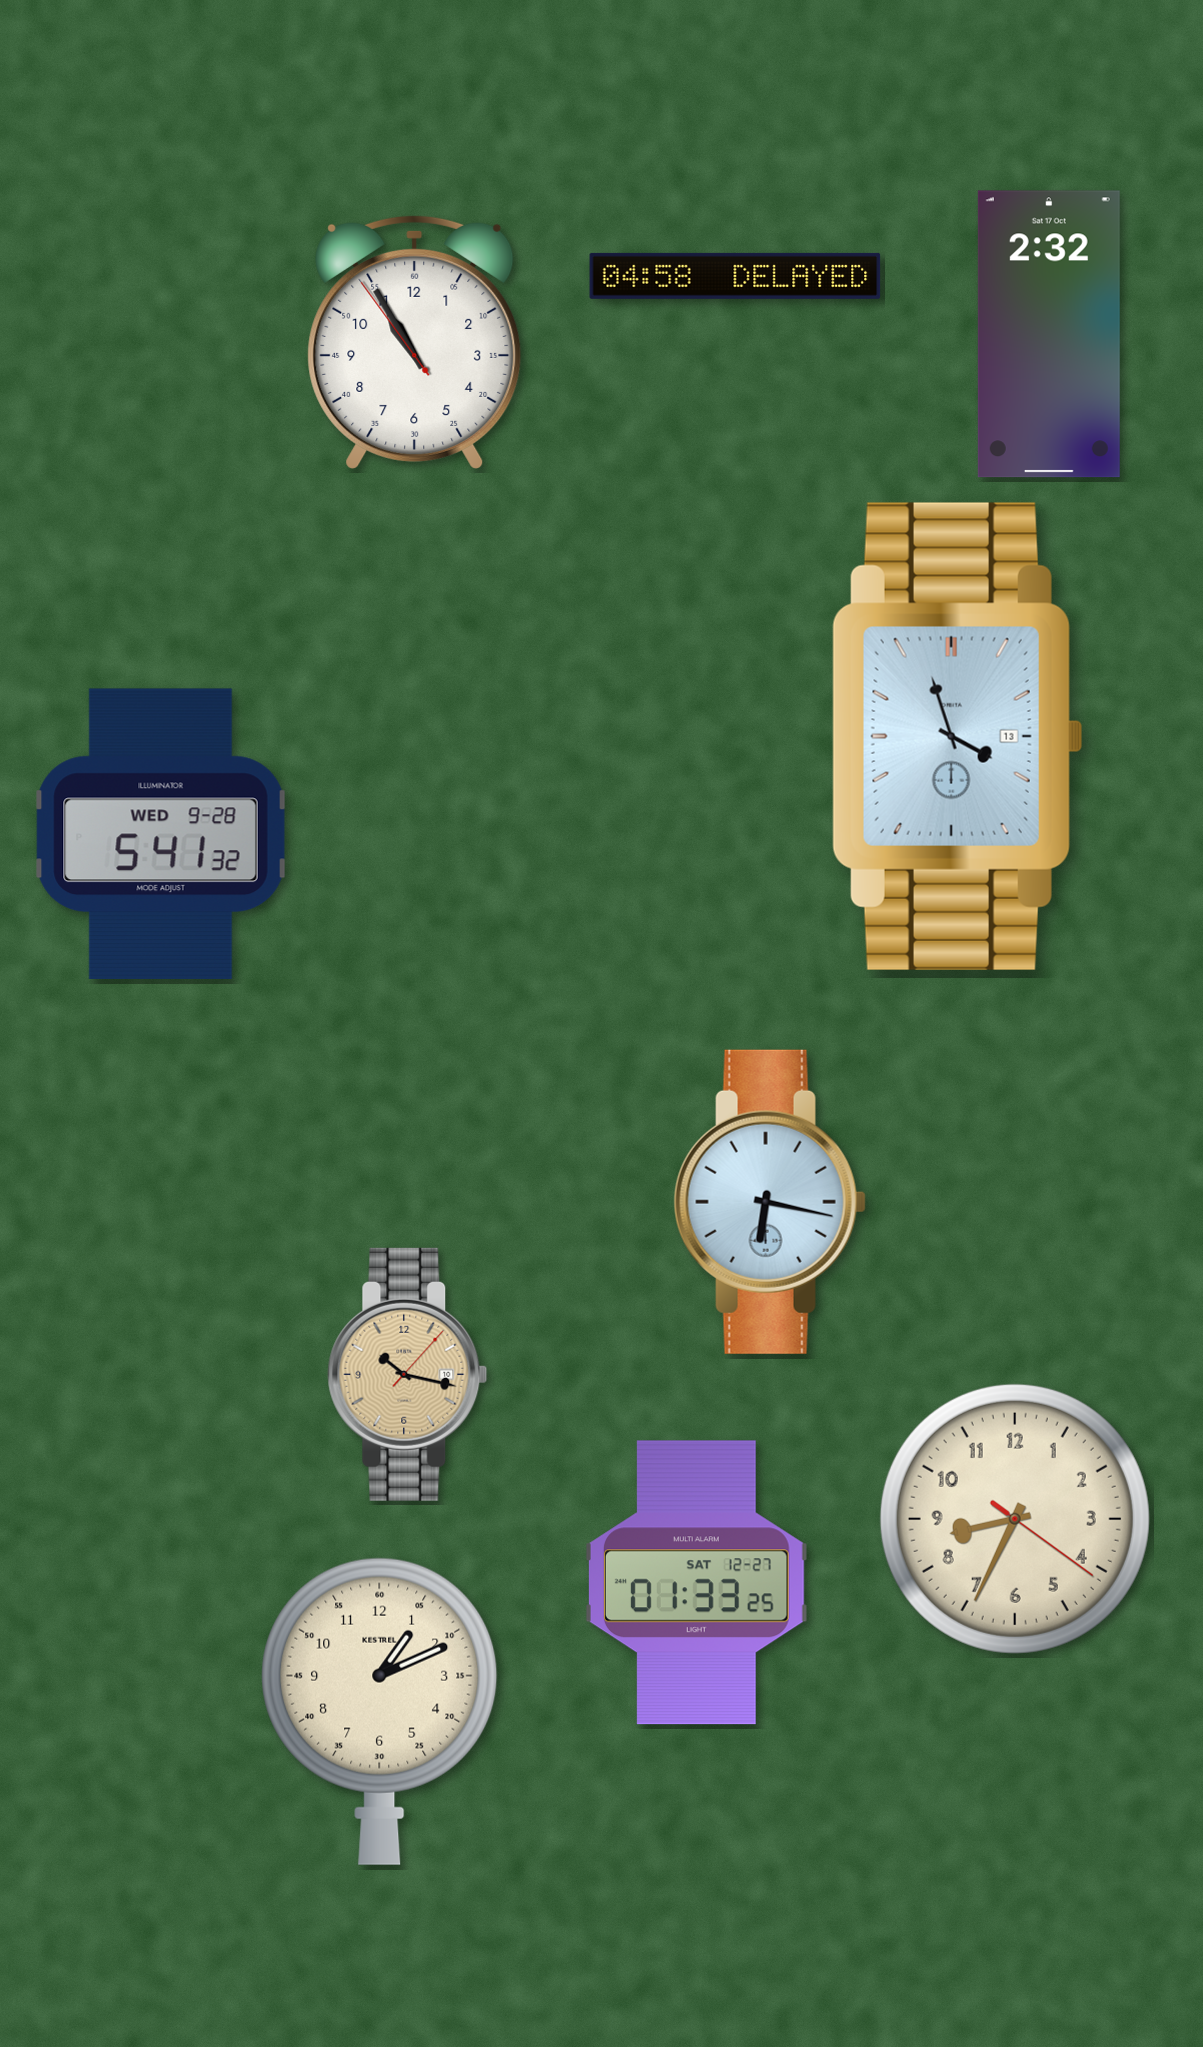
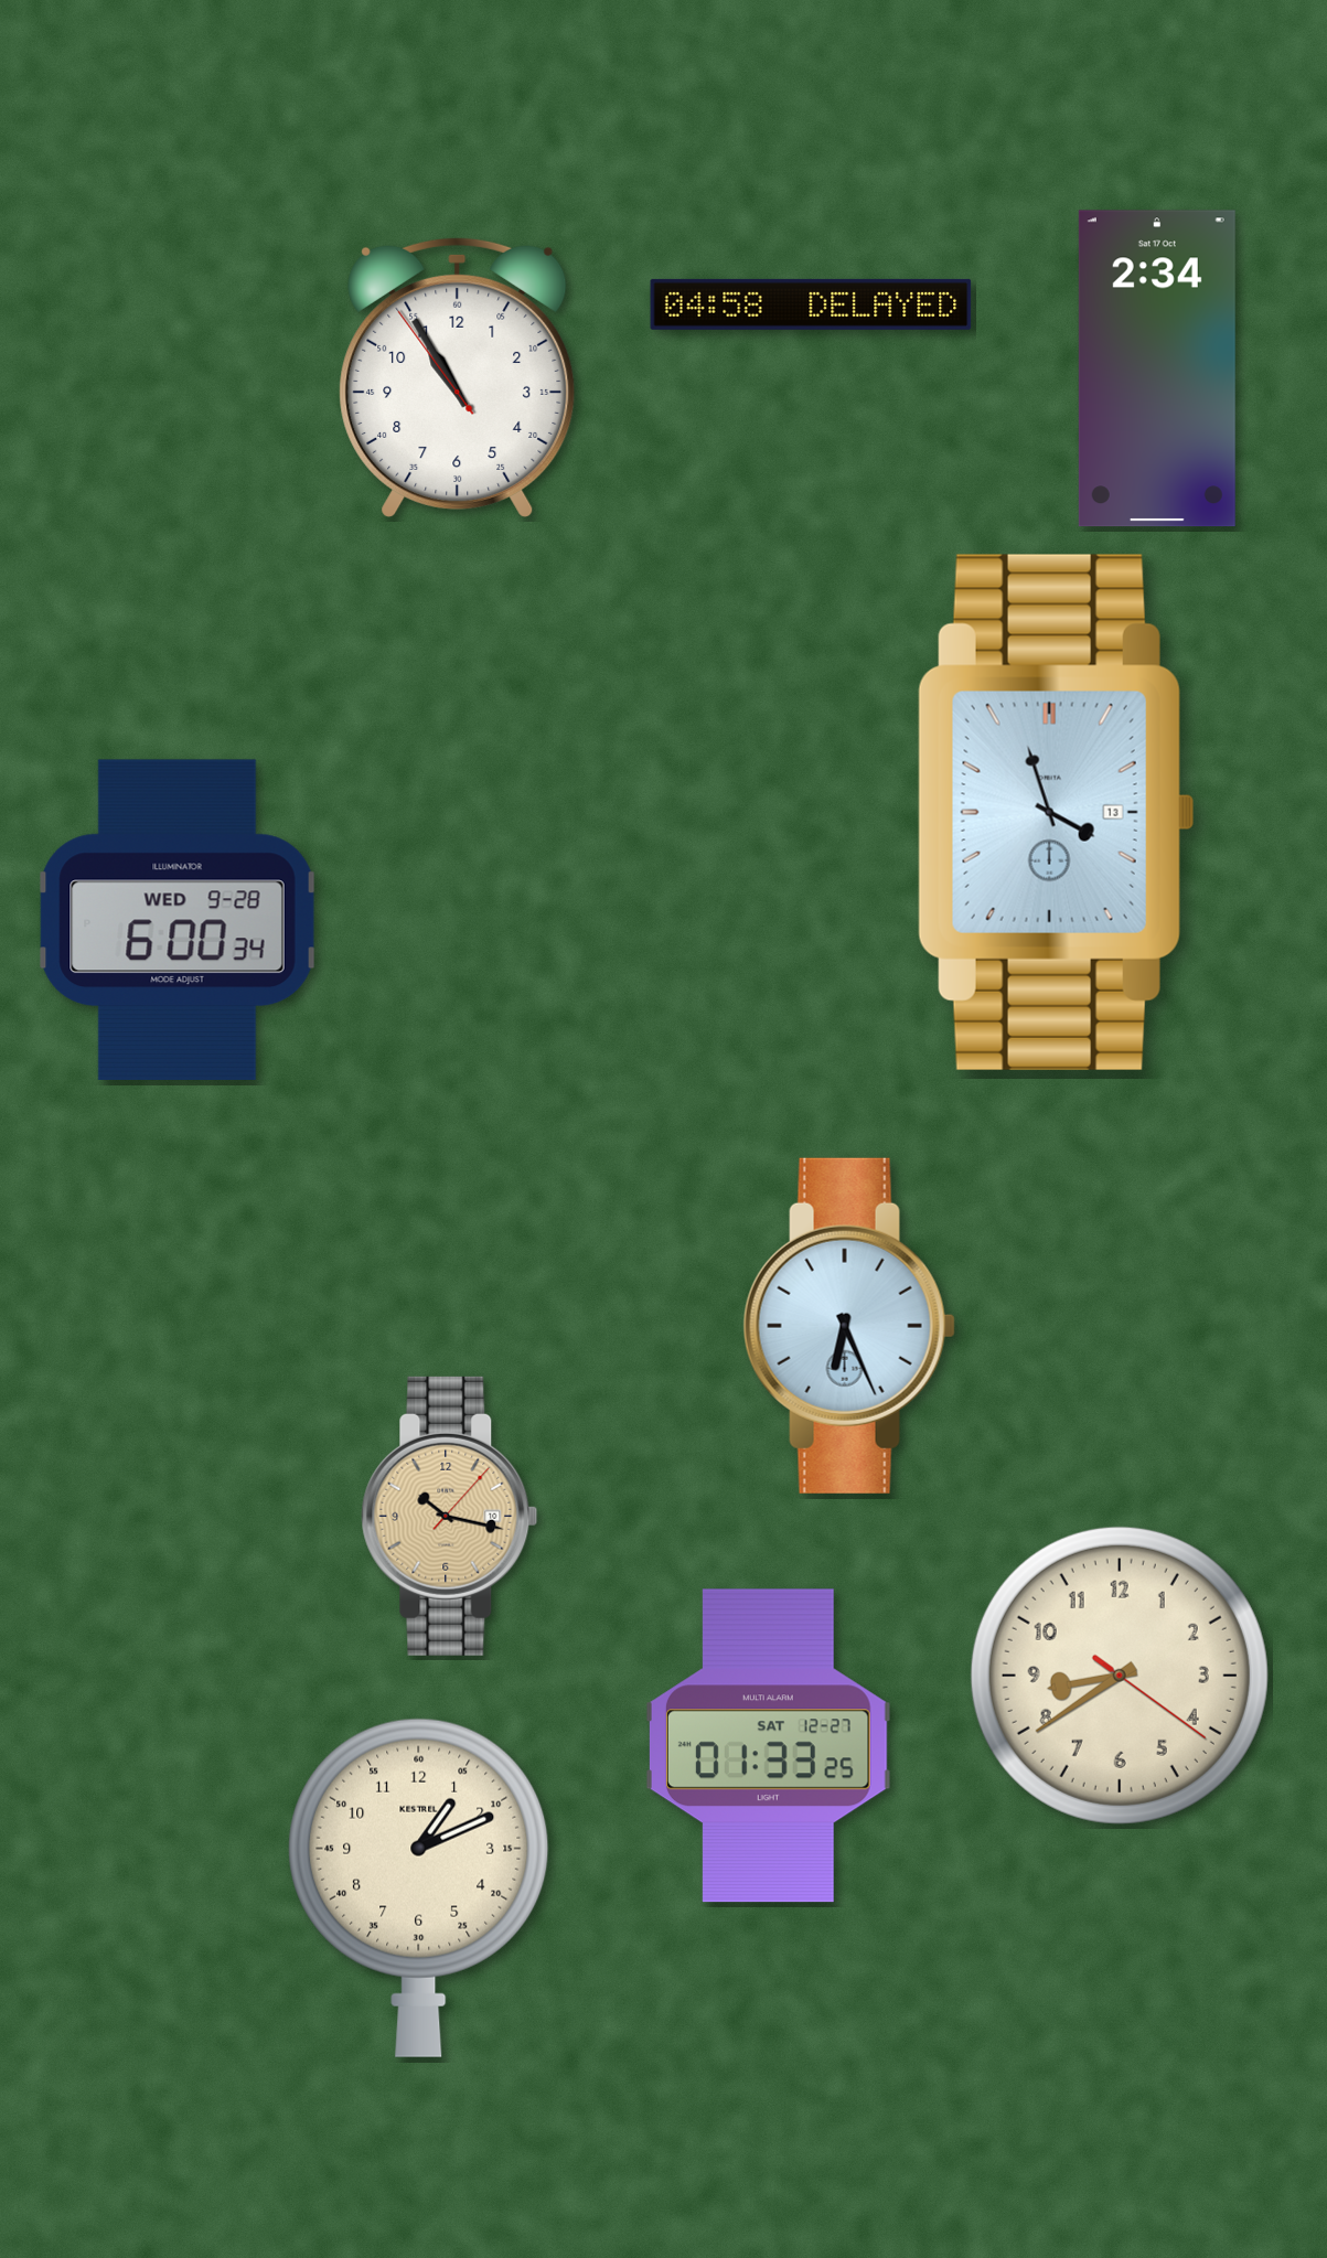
clock at (1049, 334): 2:32 -> 2:34
clock at (161, 833): 5:41 -> 6:00
clock at (770, 1202): 6:17 -> 6:26
clock at (1015, 1519): 8:34 -> 8:39
